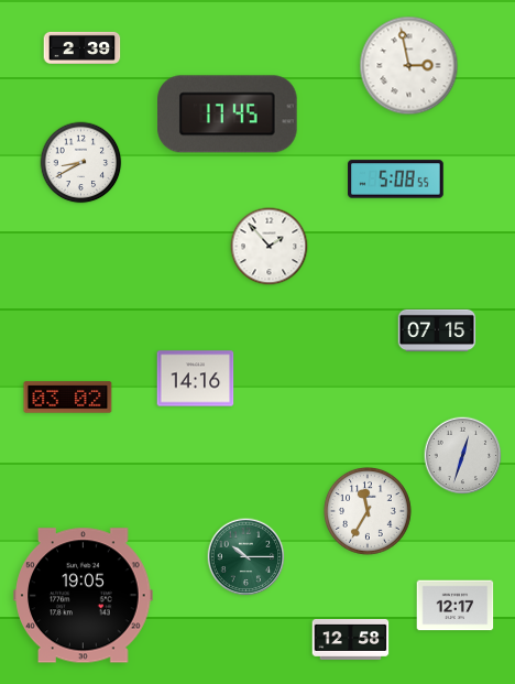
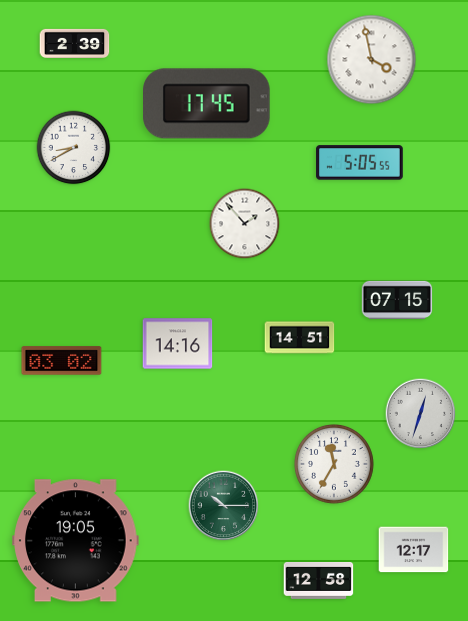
clock at (409, 66): 2:58 -> 3:58
clock at (396, 180): 5:08 -> 5:05
clock at (300, 338): none -> 14:51
